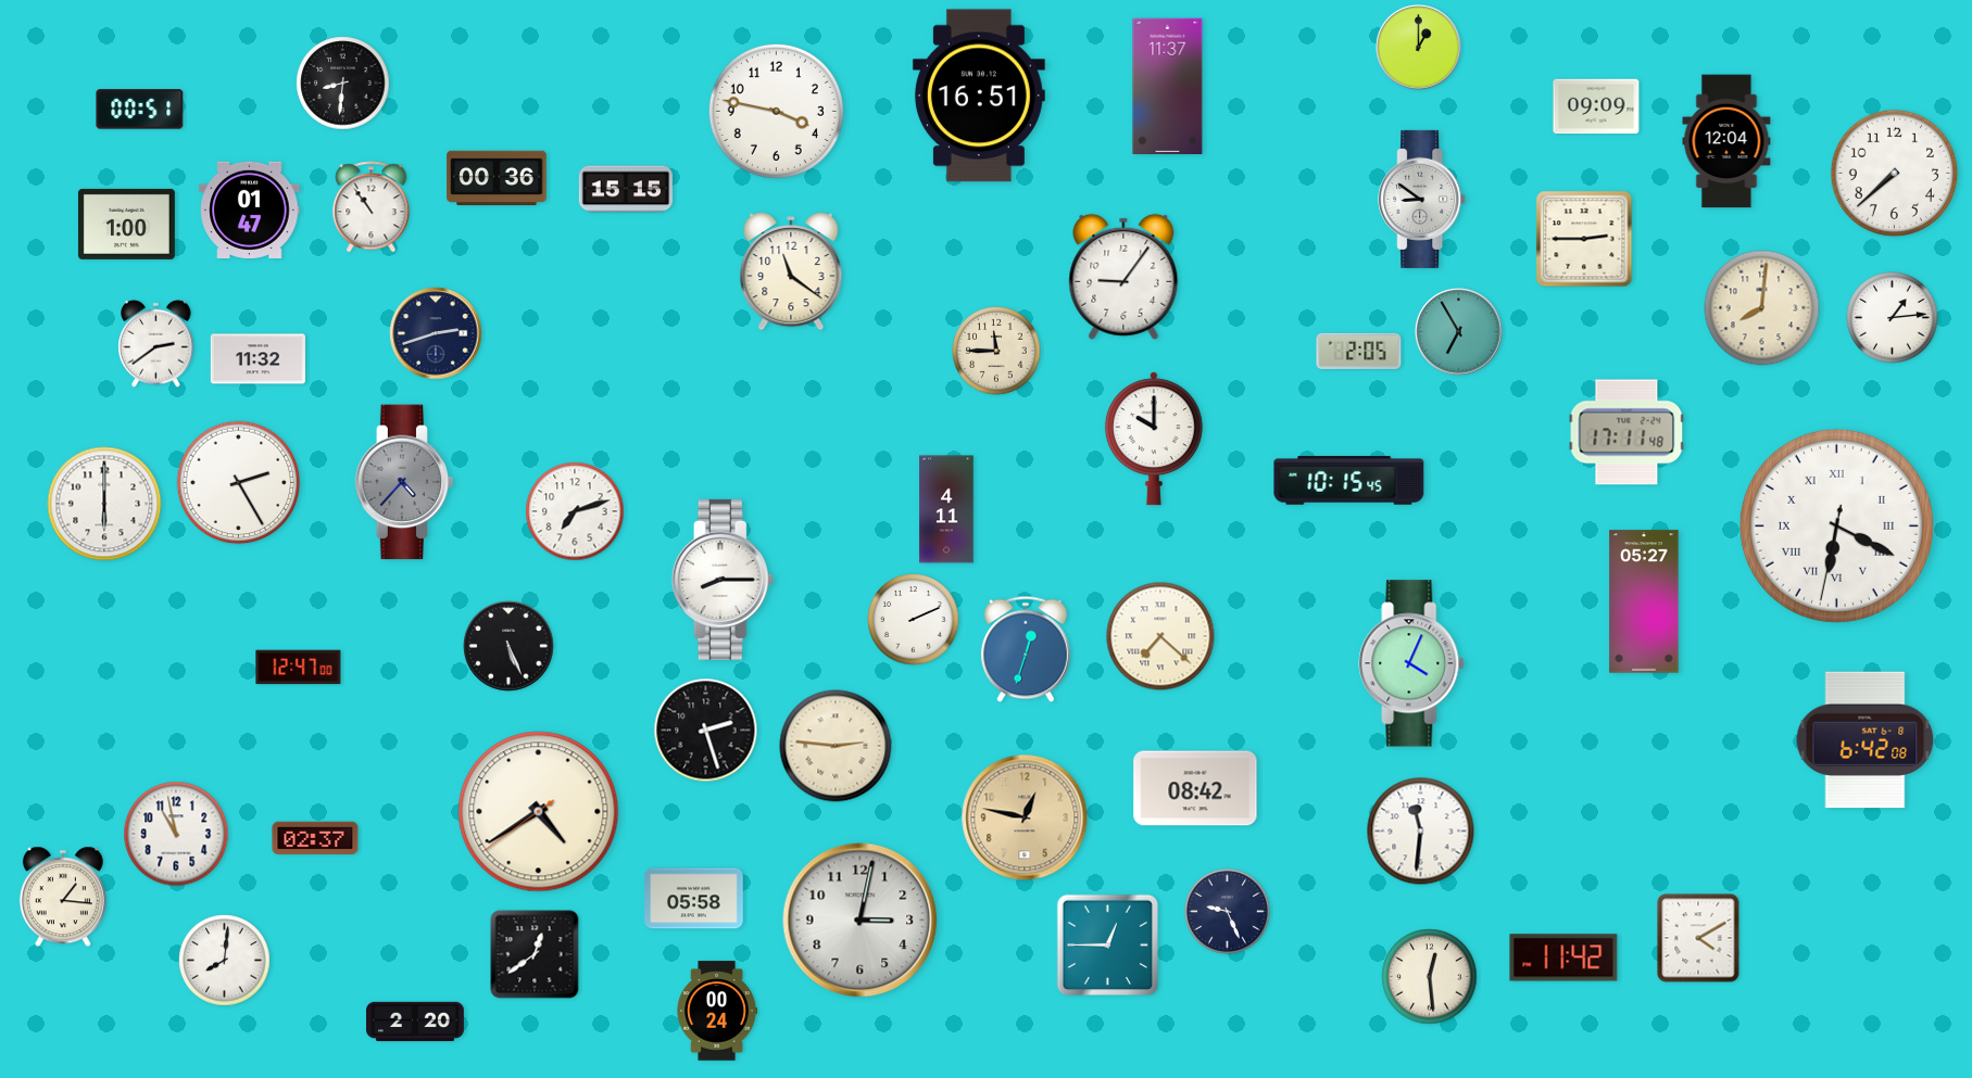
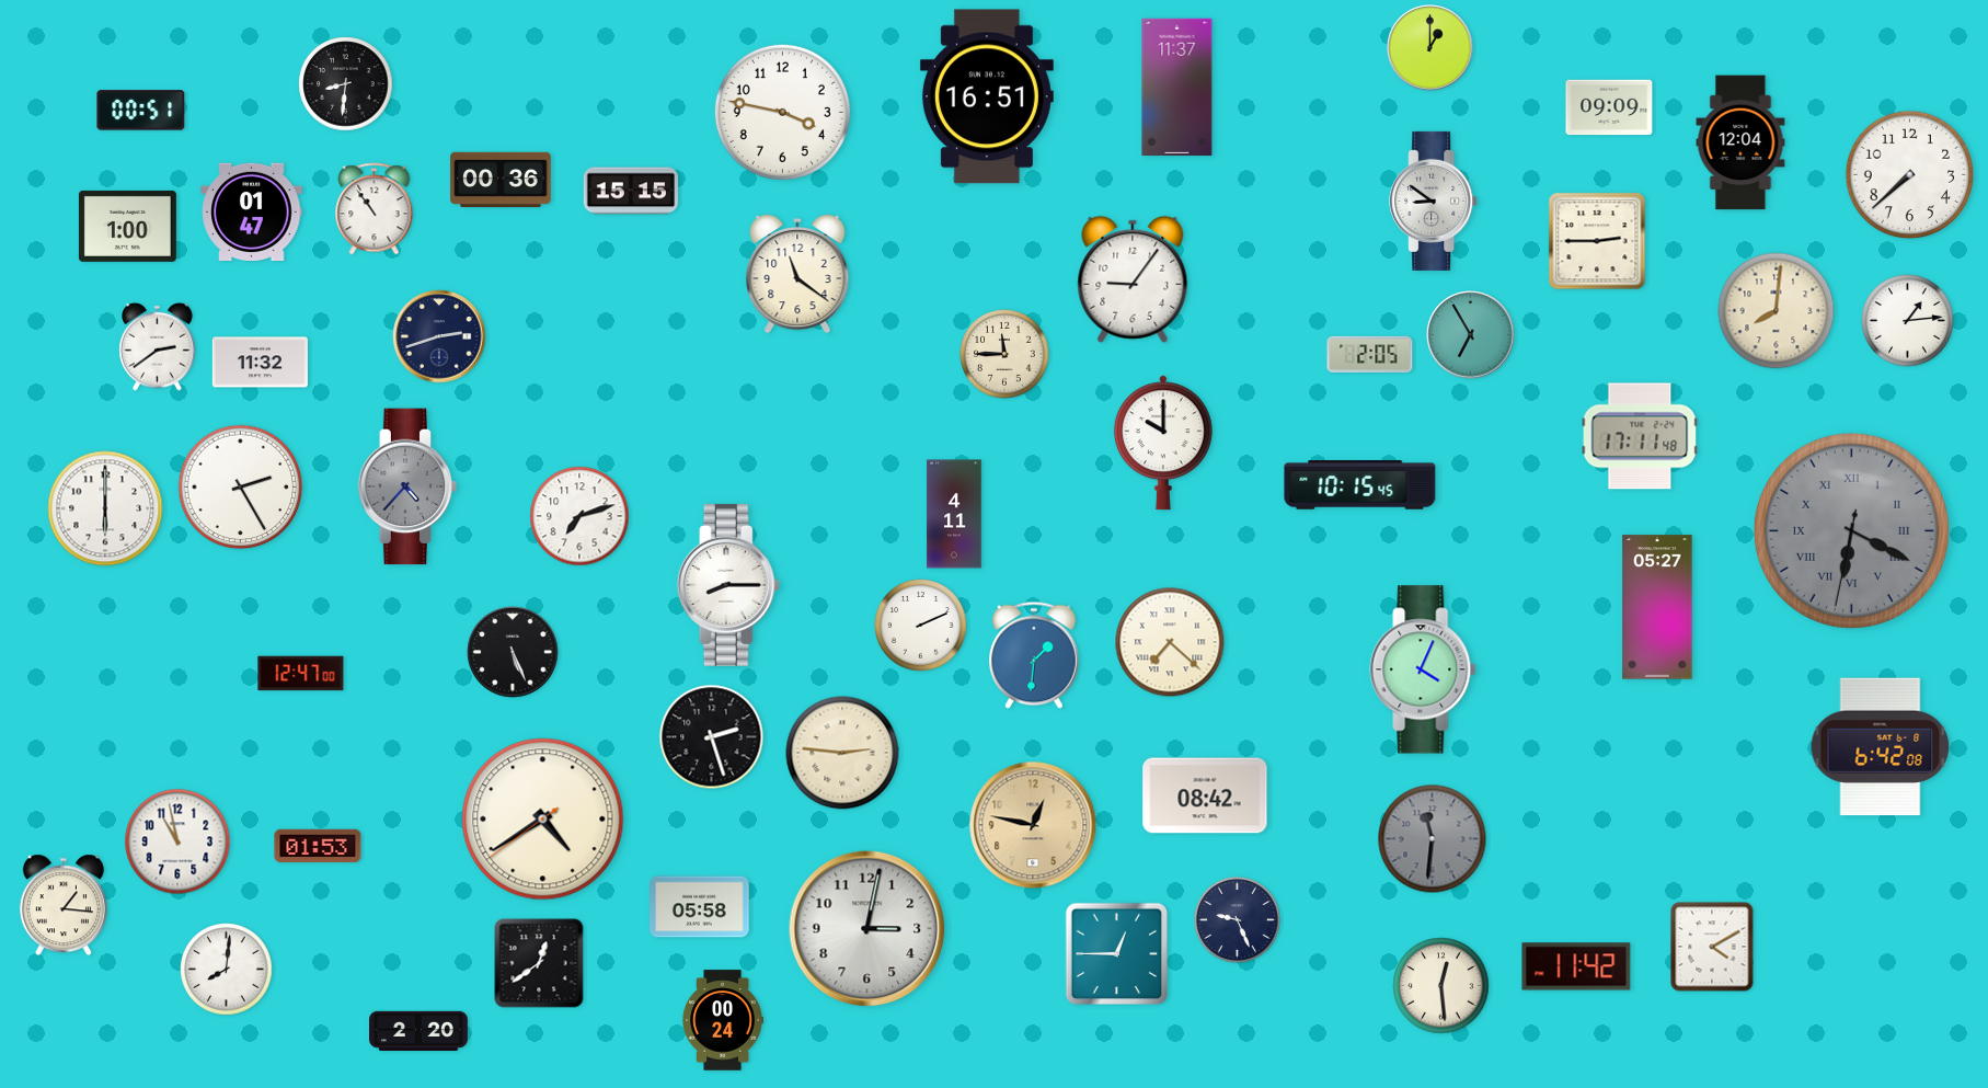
clock at (1836, 525) dial: white -> grey
clock at (1027, 649): 12:33 -> 1:31
clock at (1421, 832) dial: white -> grey
clock at (315, 837): 02:37 -> 01:53
